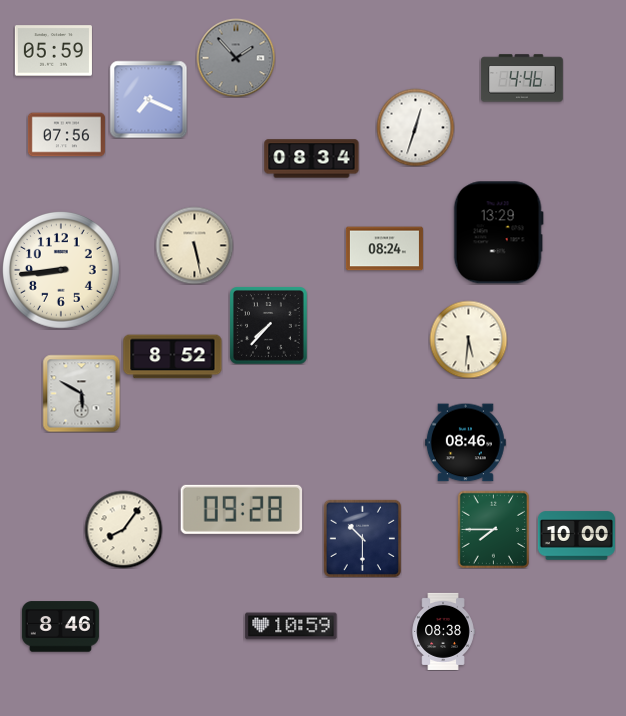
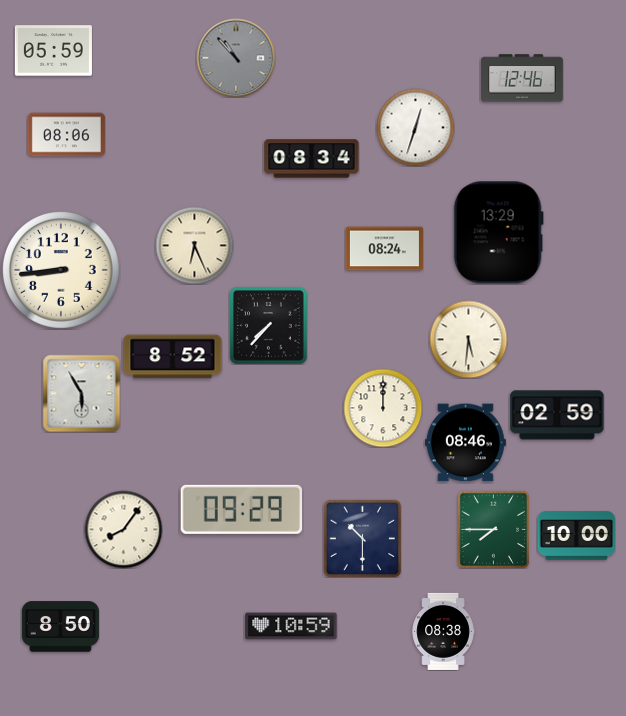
clock at (236, 58): 1:53 -> 10:53
clock at (523, 78): 4:46 -> 12:46
clock at (148, 99): 7:19 -> none
clock at (66, 135): 07:56 -> 08:06
clock at (194, 245): 5:28 -> 6:26
clock at (81, 393): 5:50 -> 5:55
clock at (383, 408): none -> 12:00
clock at (557, 415): none -> 02:59
clock at (242, 509): 09:28 -> 09:29
clock at (60, 627): 8:46 -> 8:50
